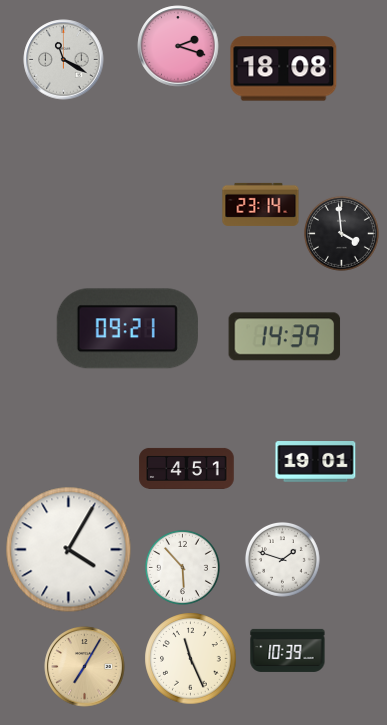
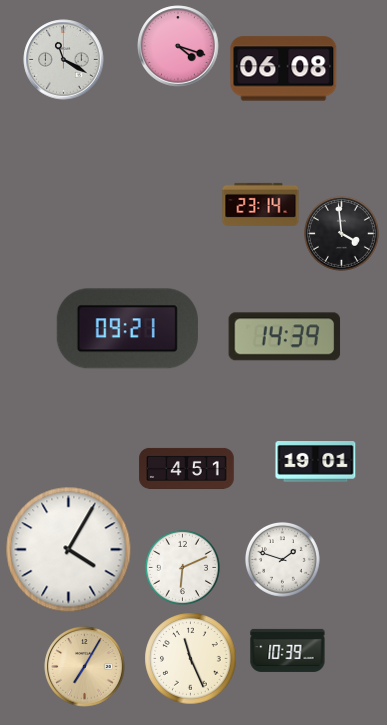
clock at (178, 46): 2:18 -> 4:18
clock at (284, 69): 18:08 -> 06:08
clock at (182, 567): 5:53 -> 6:11
